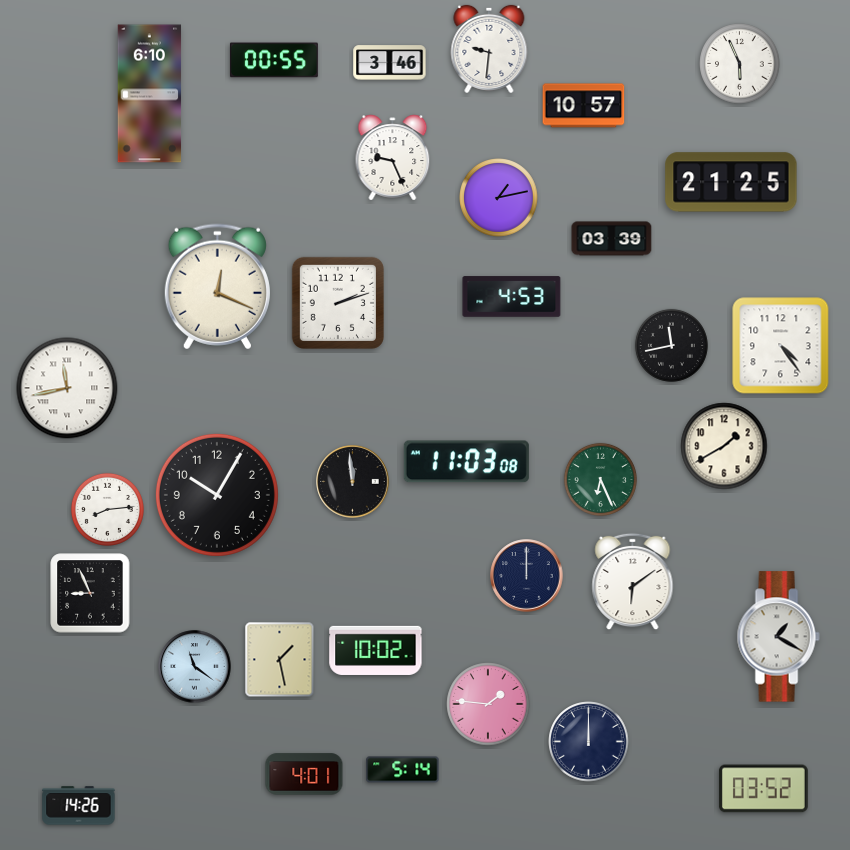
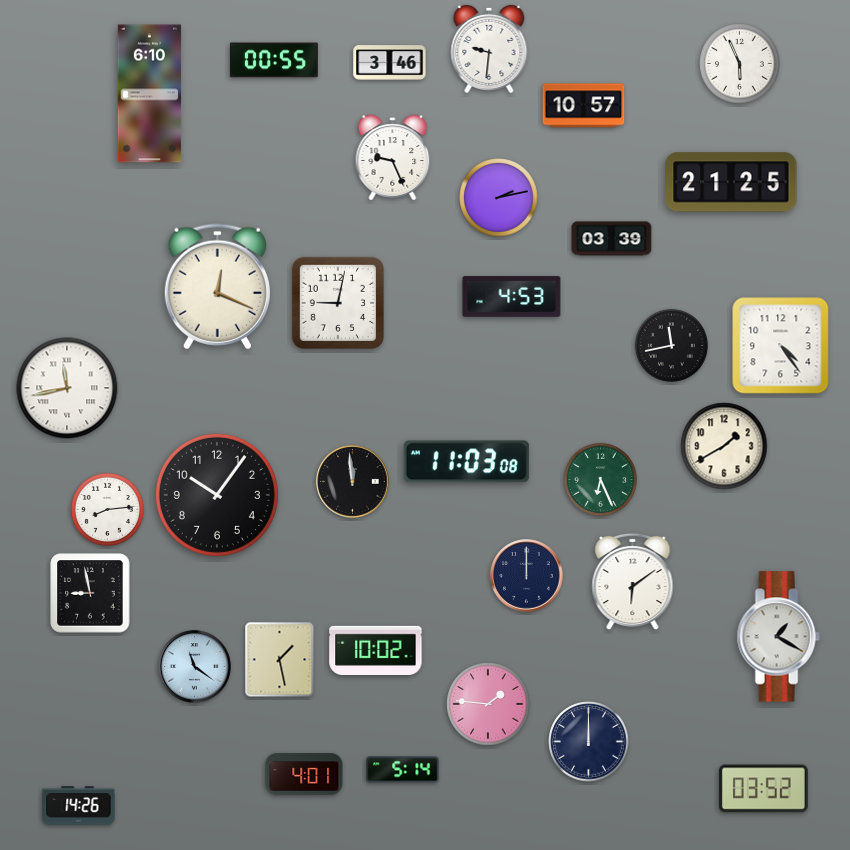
clock at (499, 198): 1:13 -> 2:13
clock at (338, 303): 2:12 -> 9:02
clock at (217, 495): 10:05 -> 10:06
clock at (90, 593): 8:56 -> 8:58
